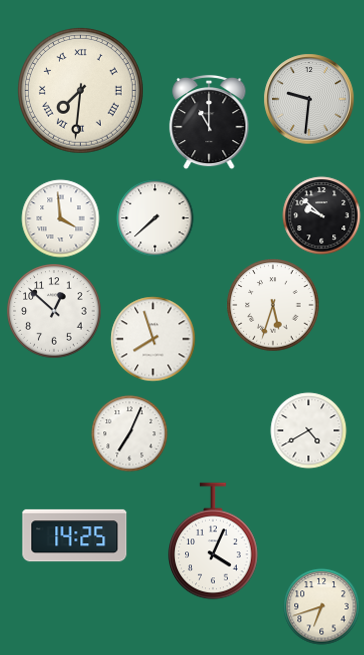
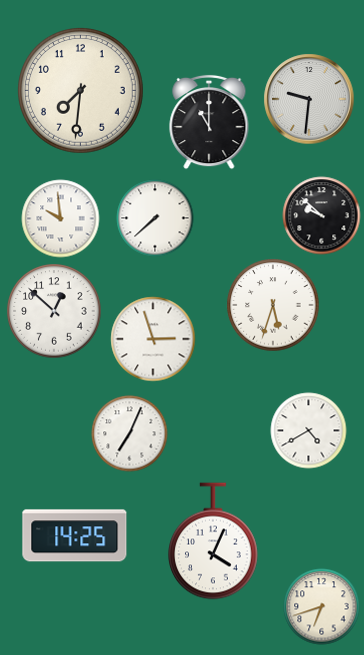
clock at (81, 91) numerals: Roman -> Arabic
clock at (61, 219): 3:59 -> 9:59
clock at (153, 339): 7:57 -> 2:57
